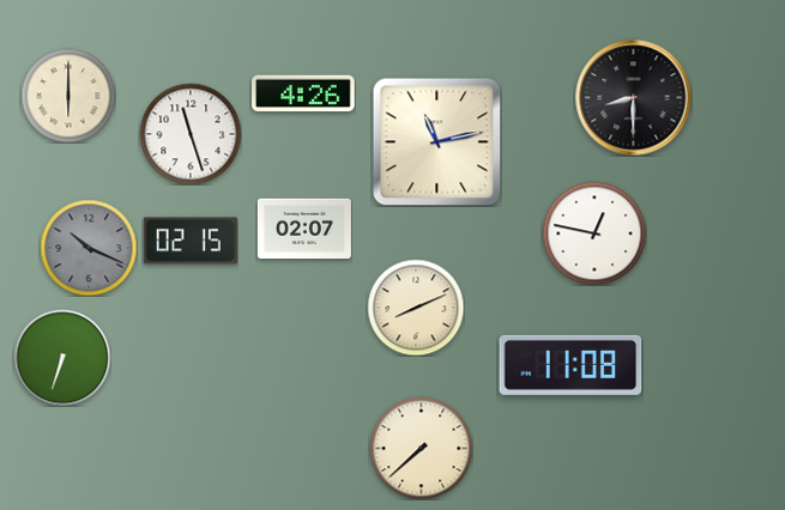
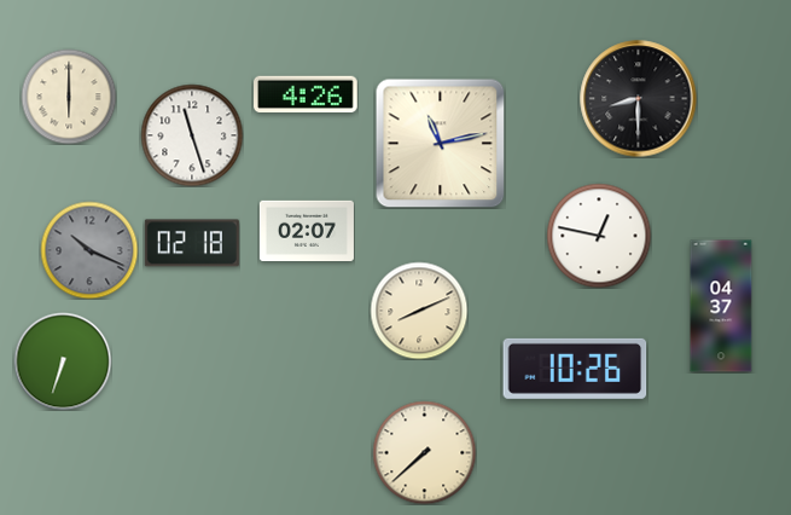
clock at (191, 241): 02:15 -> 02:18
clock at (721, 306): none -> 04:37
clock at (570, 365): 11:08 -> 10:26
